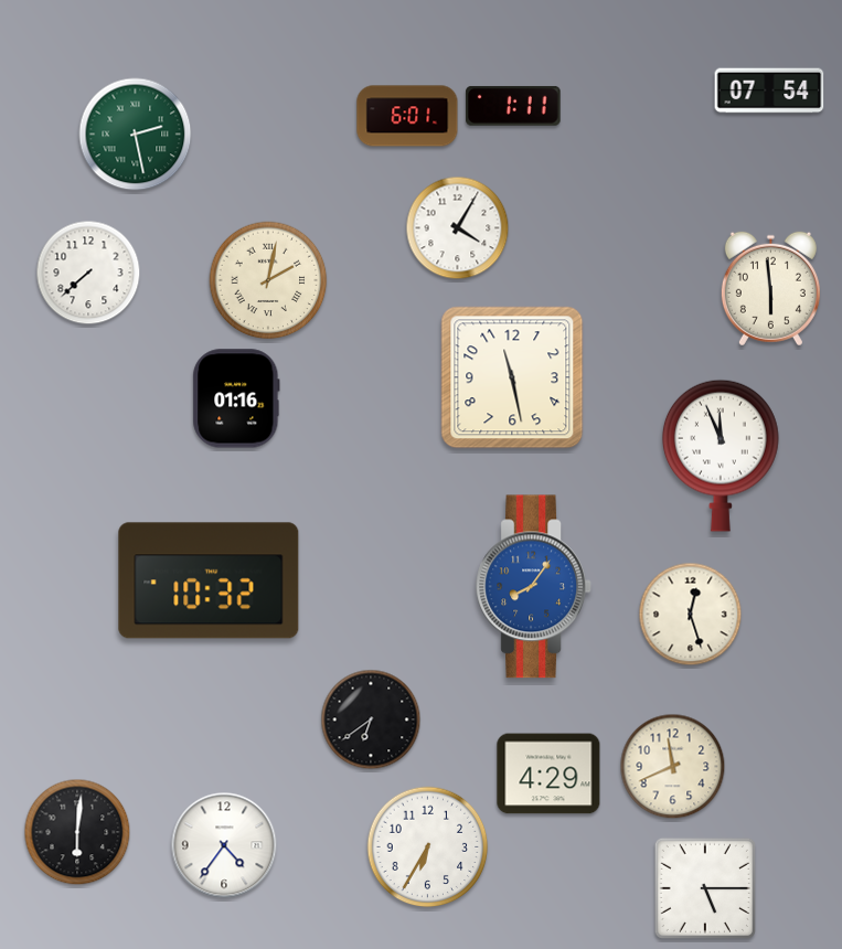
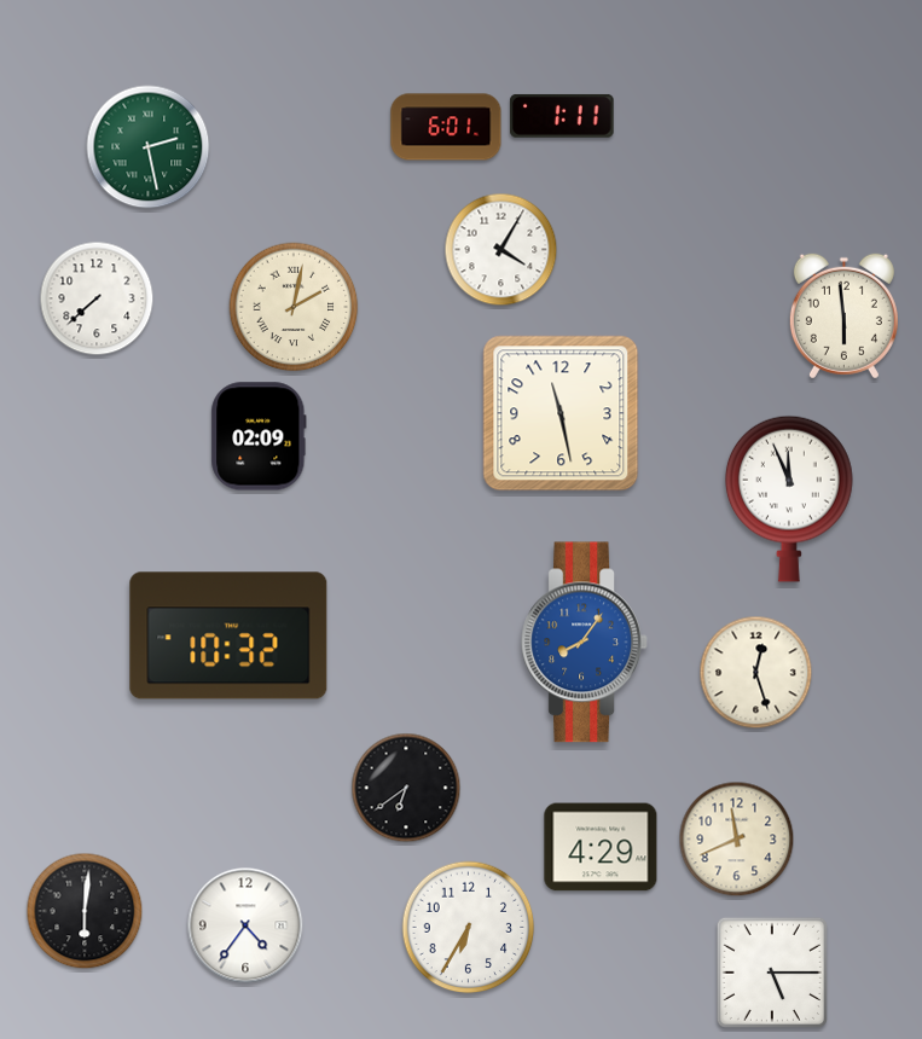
clock at (769, 90): 07:54 -> none
clock at (236, 398): 01:16 -> 02:09
